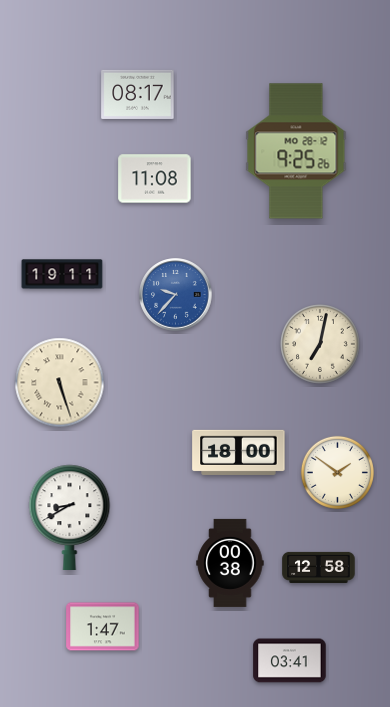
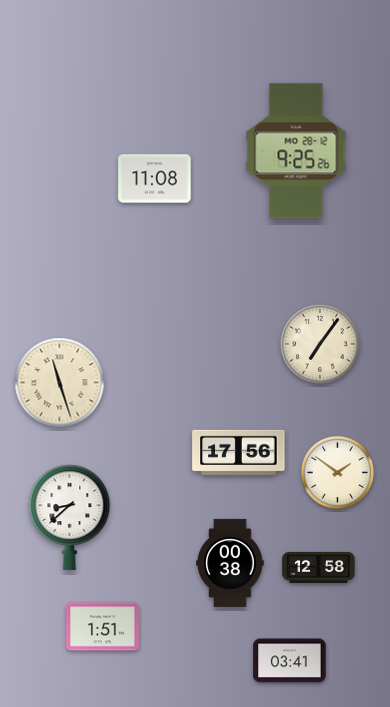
clock at (138, 94): 08:17 -> none
clock at (62, 274): 19:11 -> none
clock at (176, 295): 9:37 -> none
clock at (321, 345): 7:02 -> 7:06
clock at (60, 383): 5:27 -> 11:27
clock at (239, 452): 18:00 -> 17:56
clock at (70, 517): 8:40 -> 8:38
clock at (103, 627): 1:47 -> 1:51
